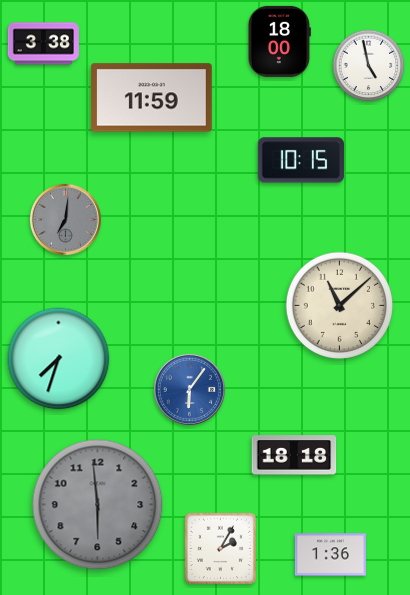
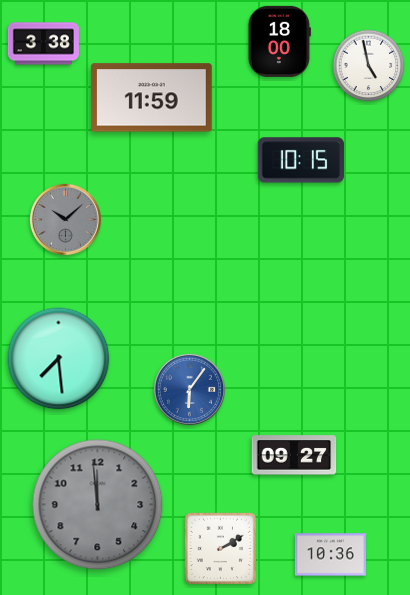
clock at (65, 219): 7:01 -> 10:08
clock at (339, 305): 11:08 -> none
clock at (59, 359): 7:33 -> 7:29
clock at (294, 455): 18:18 -> 09:27
clock at (98, 505): 5:59 -> 11:59
clock at (220, 548): 2:05 -> 2:10
clock at (330, 555): 1:36 -> 10:36
